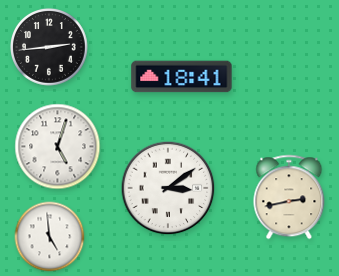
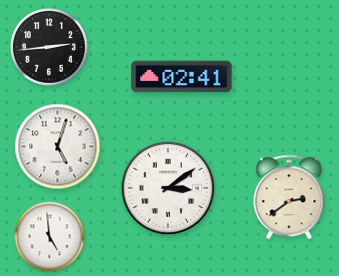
clock at (182, 77): 18:41 -> 02:41
clock at (289, 197): 2:43 -> 2:39
